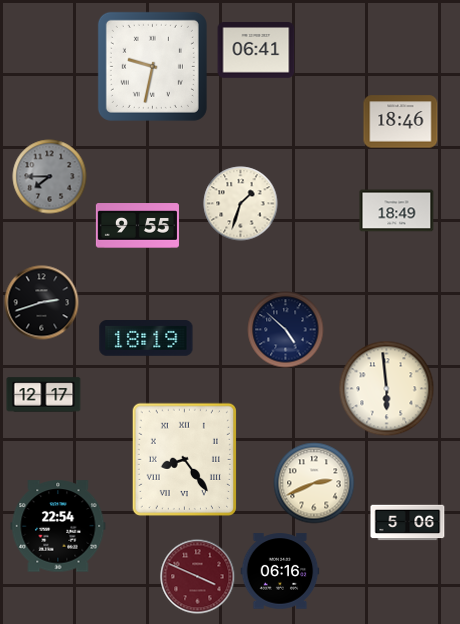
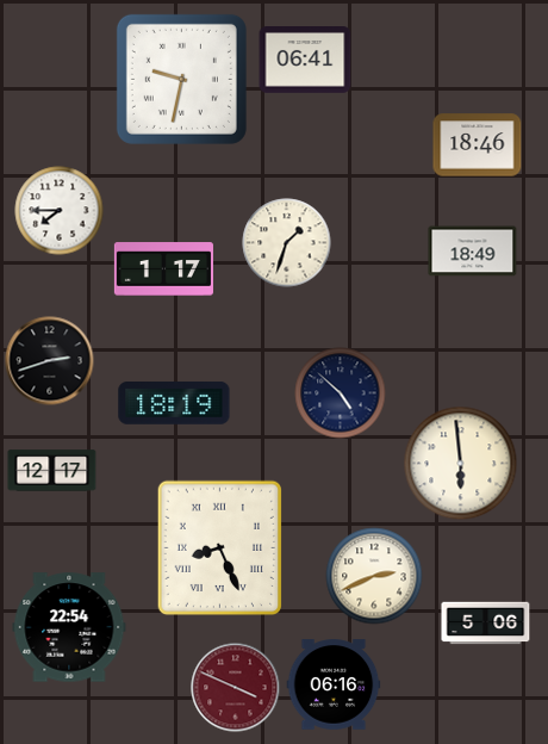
clock at (50, 177) dial: grey -> white
clock at (137, 226): 9:55 -> 1:17
clock at (184, 459): 8:24 -> 8:26
clock at (280, 571) position: (280, 571) -> (334, 684)
